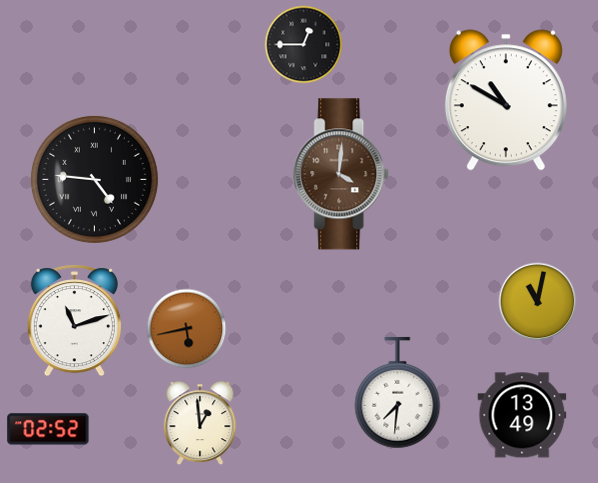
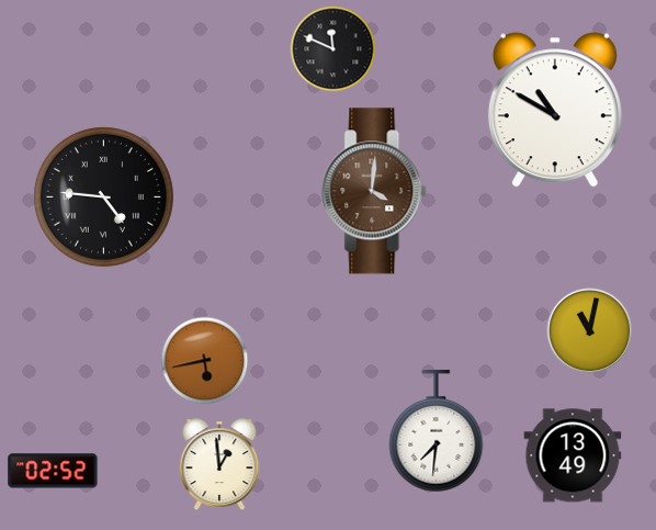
clock at (304, 45): 12:45 -> 11:49
clock at (74, 321): 11:12 -> none
